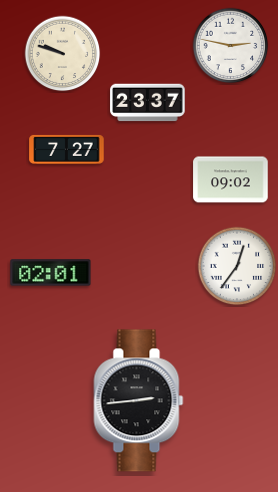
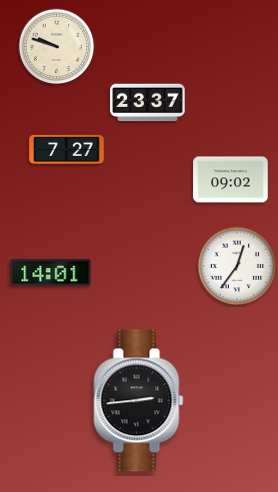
clock at (231, 46): 2:47 -> none
clock at (63, 54) position: (63, 54) -> (57, 47)
clock at (51, 273): 02:01 -> 14:01
